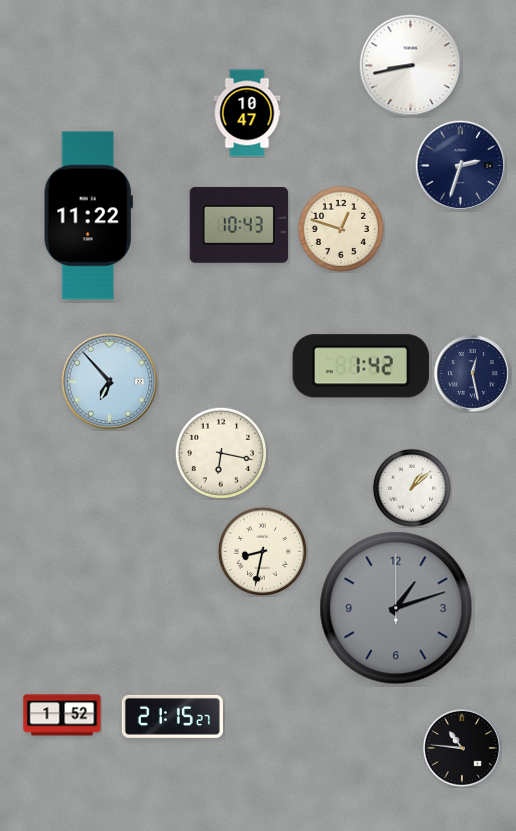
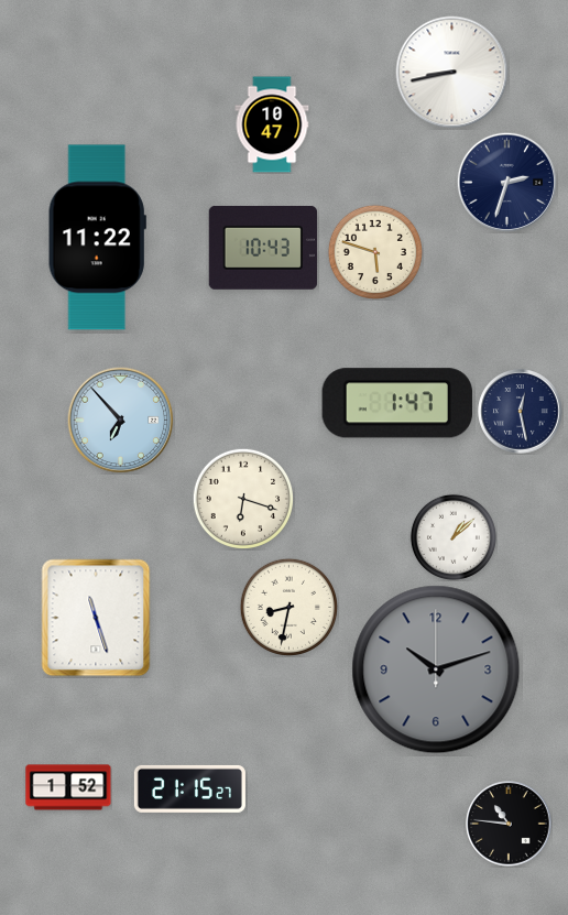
clock at (341, 229): 12:48 -> 5:48
clock at (361, 366): 1:42 -> 1:47
clock at (221, 453): 6:17 -> 6:18
clock at (96, 618): none -> 11:27
clock at (396, 608): 1:12 -> 10:12
